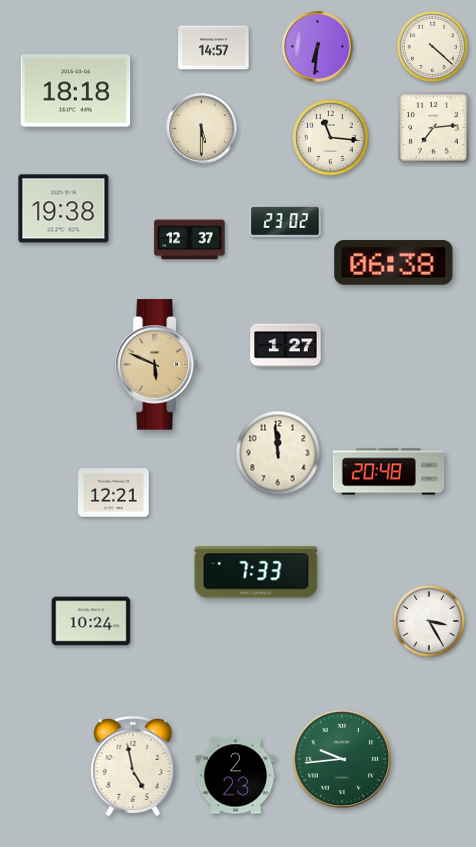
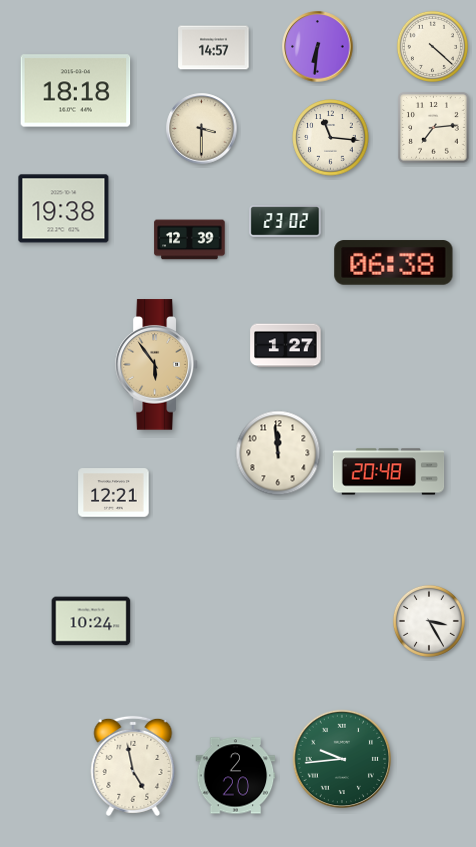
clock at (202, 129): 5:30 -> 3:30
clock at (190, 240): 12:37 -> 12:39
clock at (157, 365): 5:49 -> 5:54
clock at (256, 572): 7:33 -> none
clock at (236, 776): 2:23 -> 2:20
